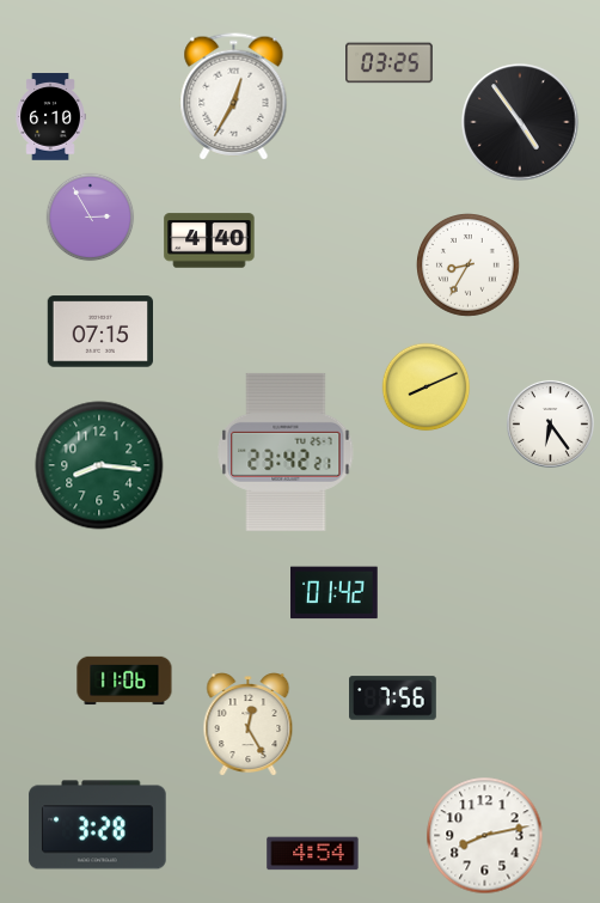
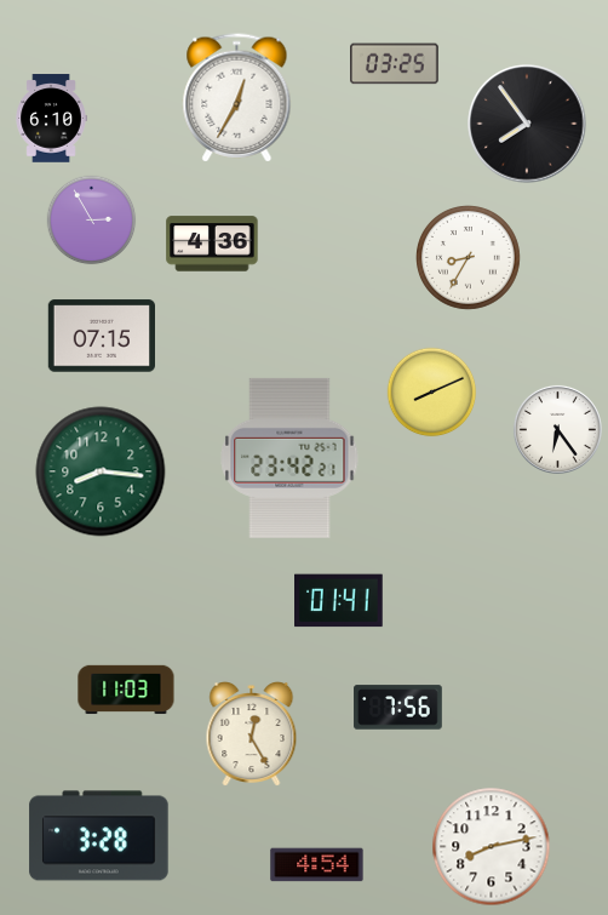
clock at (520, 122): 4:54 -> 7:54
clock at (209, 240): 4:40 -> 4:36
clock at (469, 266) position: (469, 266) -> (469, 258)
clock at (335, 593): 01:42 -> 01:41
clock at (124, 681): 11:06 -> 11:03
